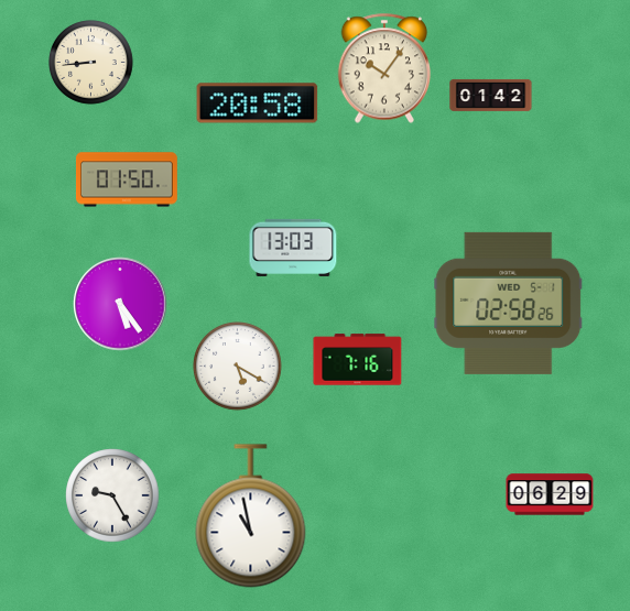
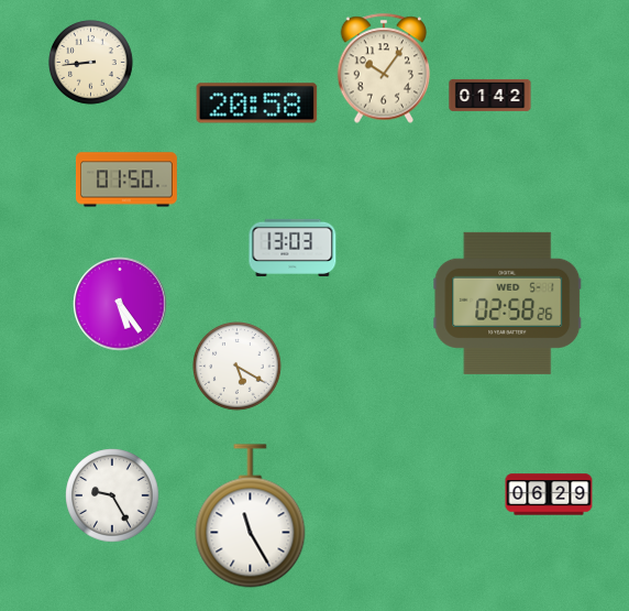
clock at (358, 360): 7:16 -> none
clock at (251, 516): 10:58 -> 11:25
